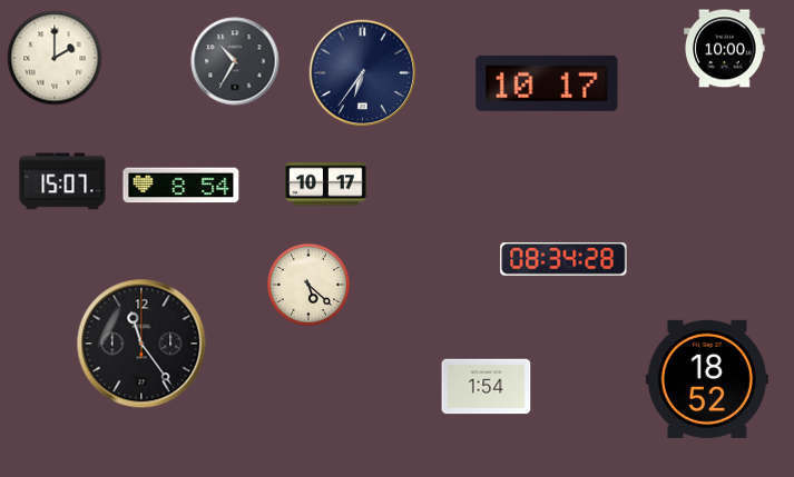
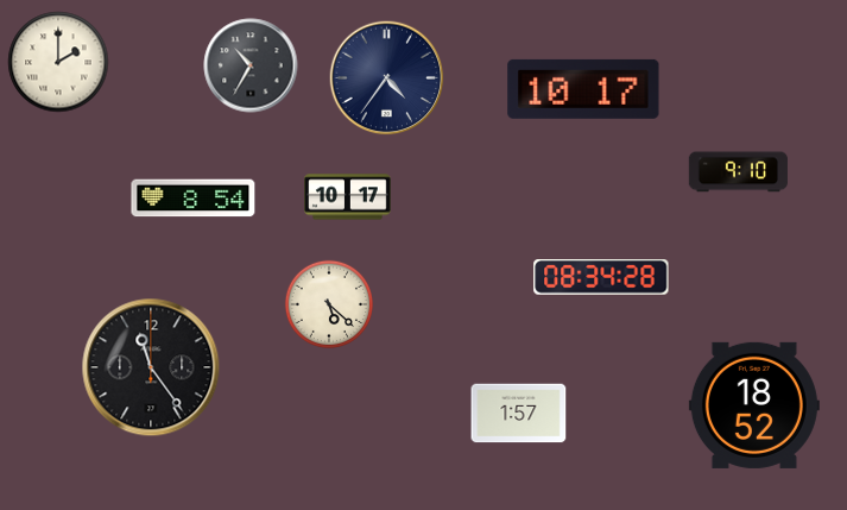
clock at (725, 49): 10:00 -> none
clock at (363, 73): 6:36 -> 4:36
clock at (738, 172): none -> 9:10
clock at (62, 181): 15:07 -> none
clock at (487, 387): 1:54 -> 1:57
